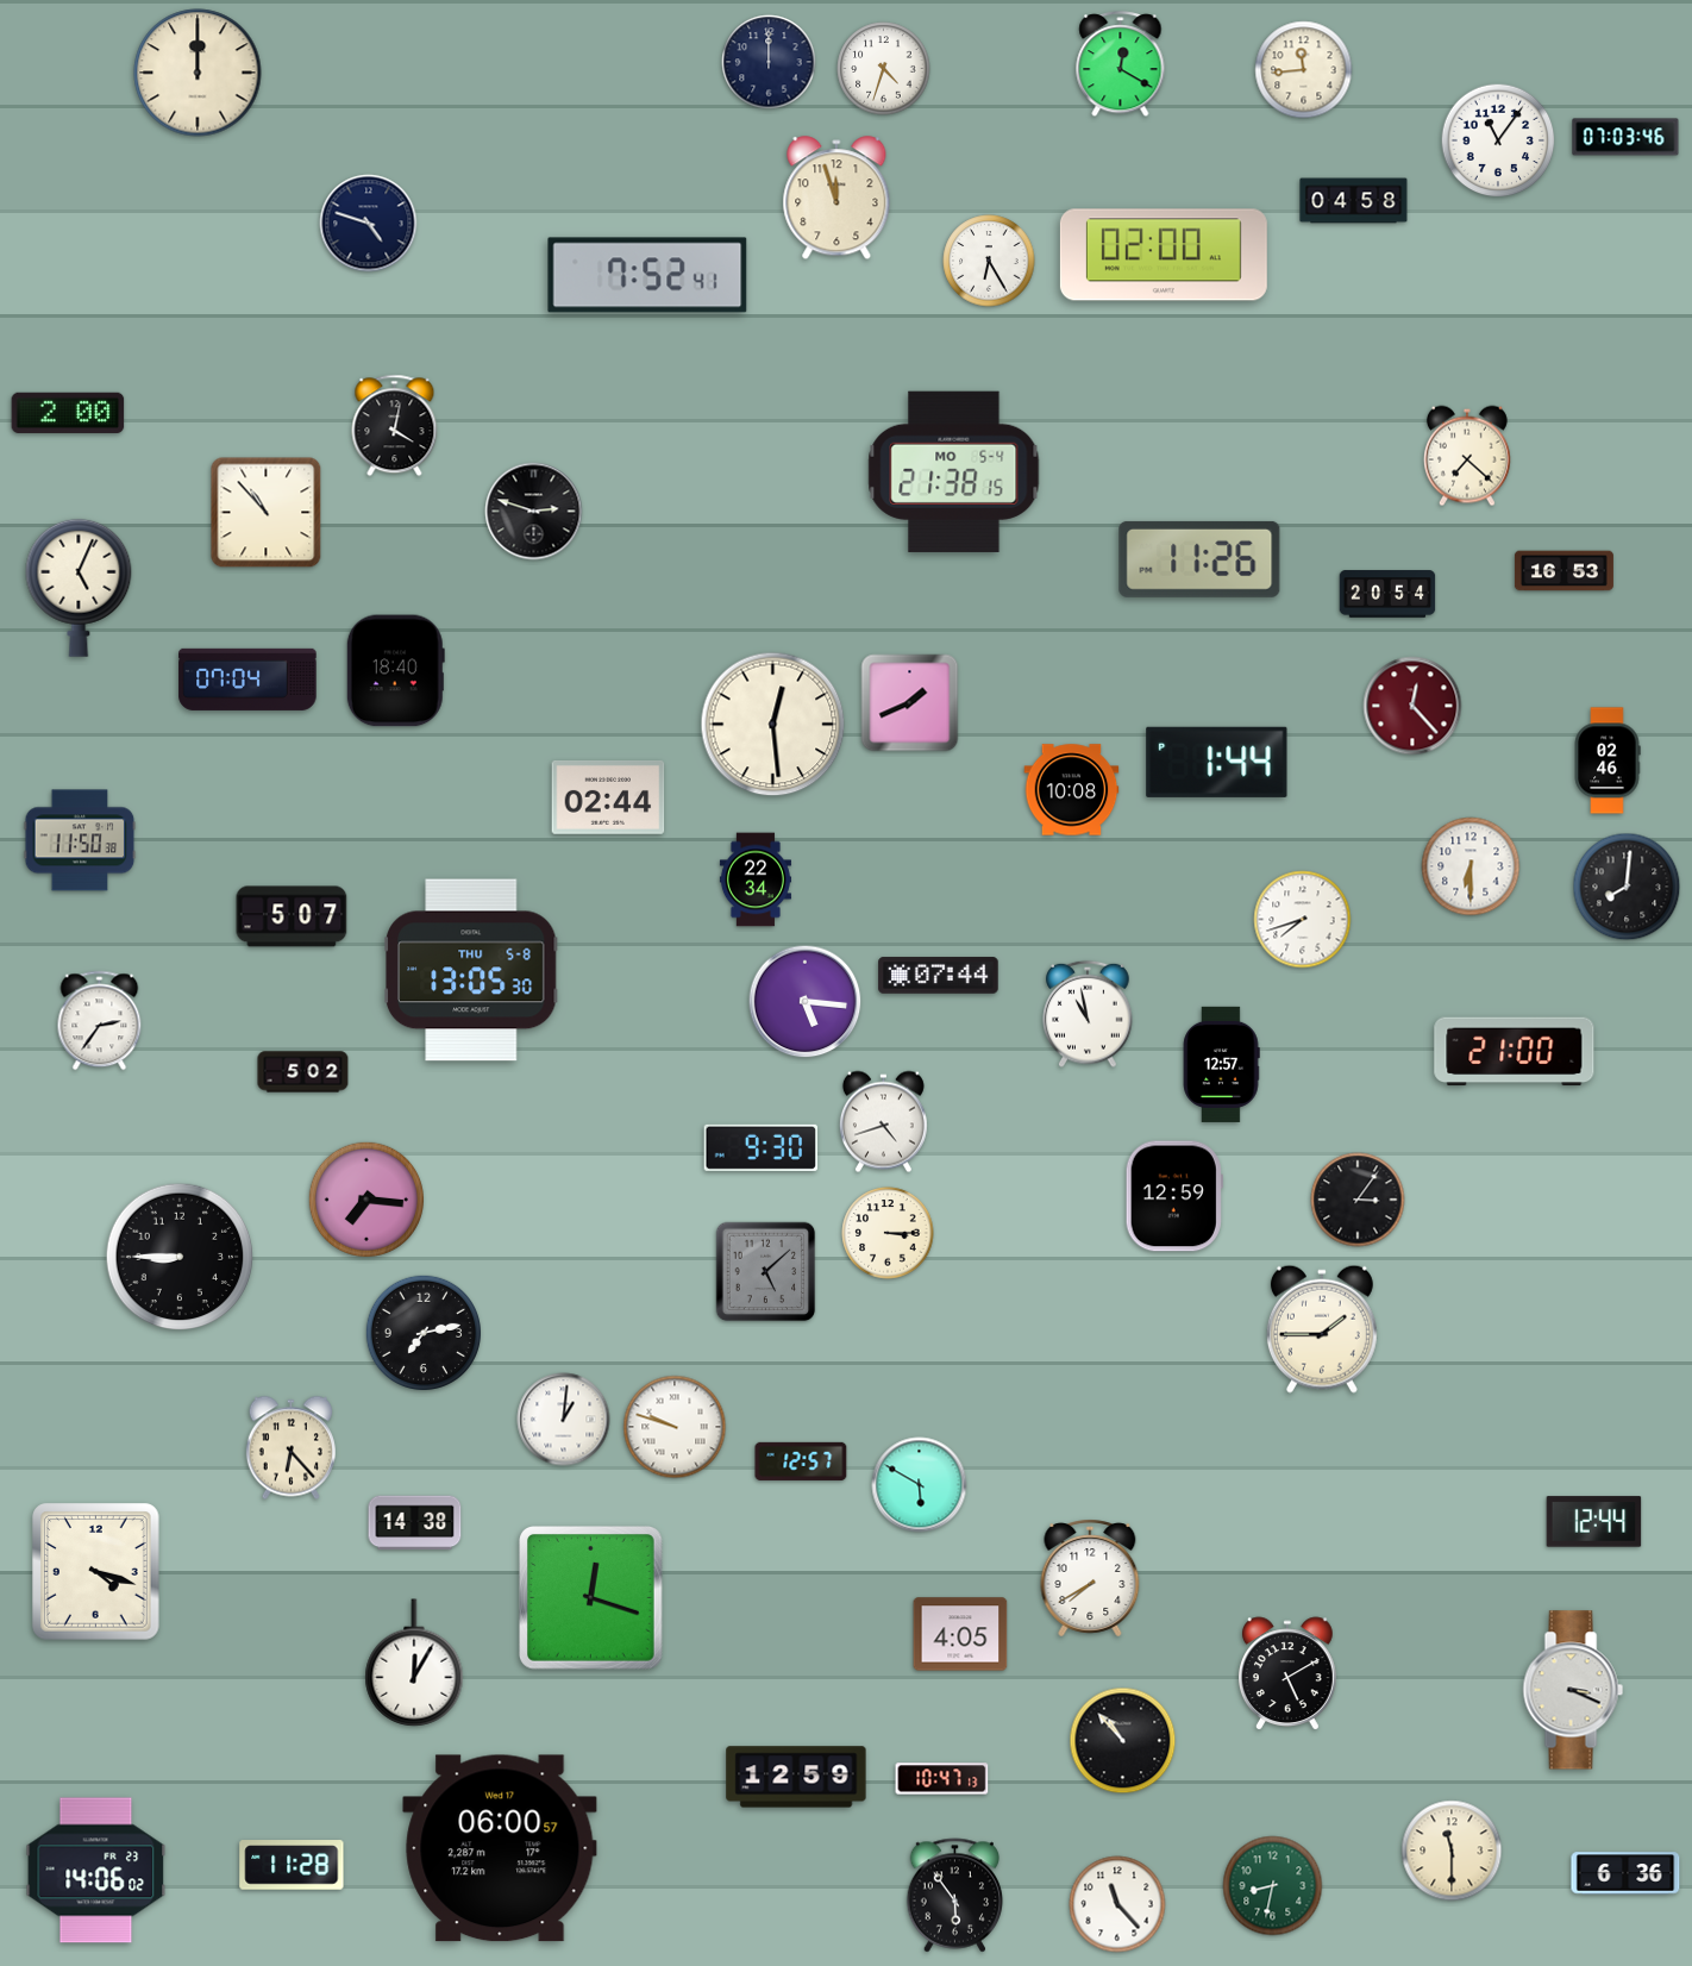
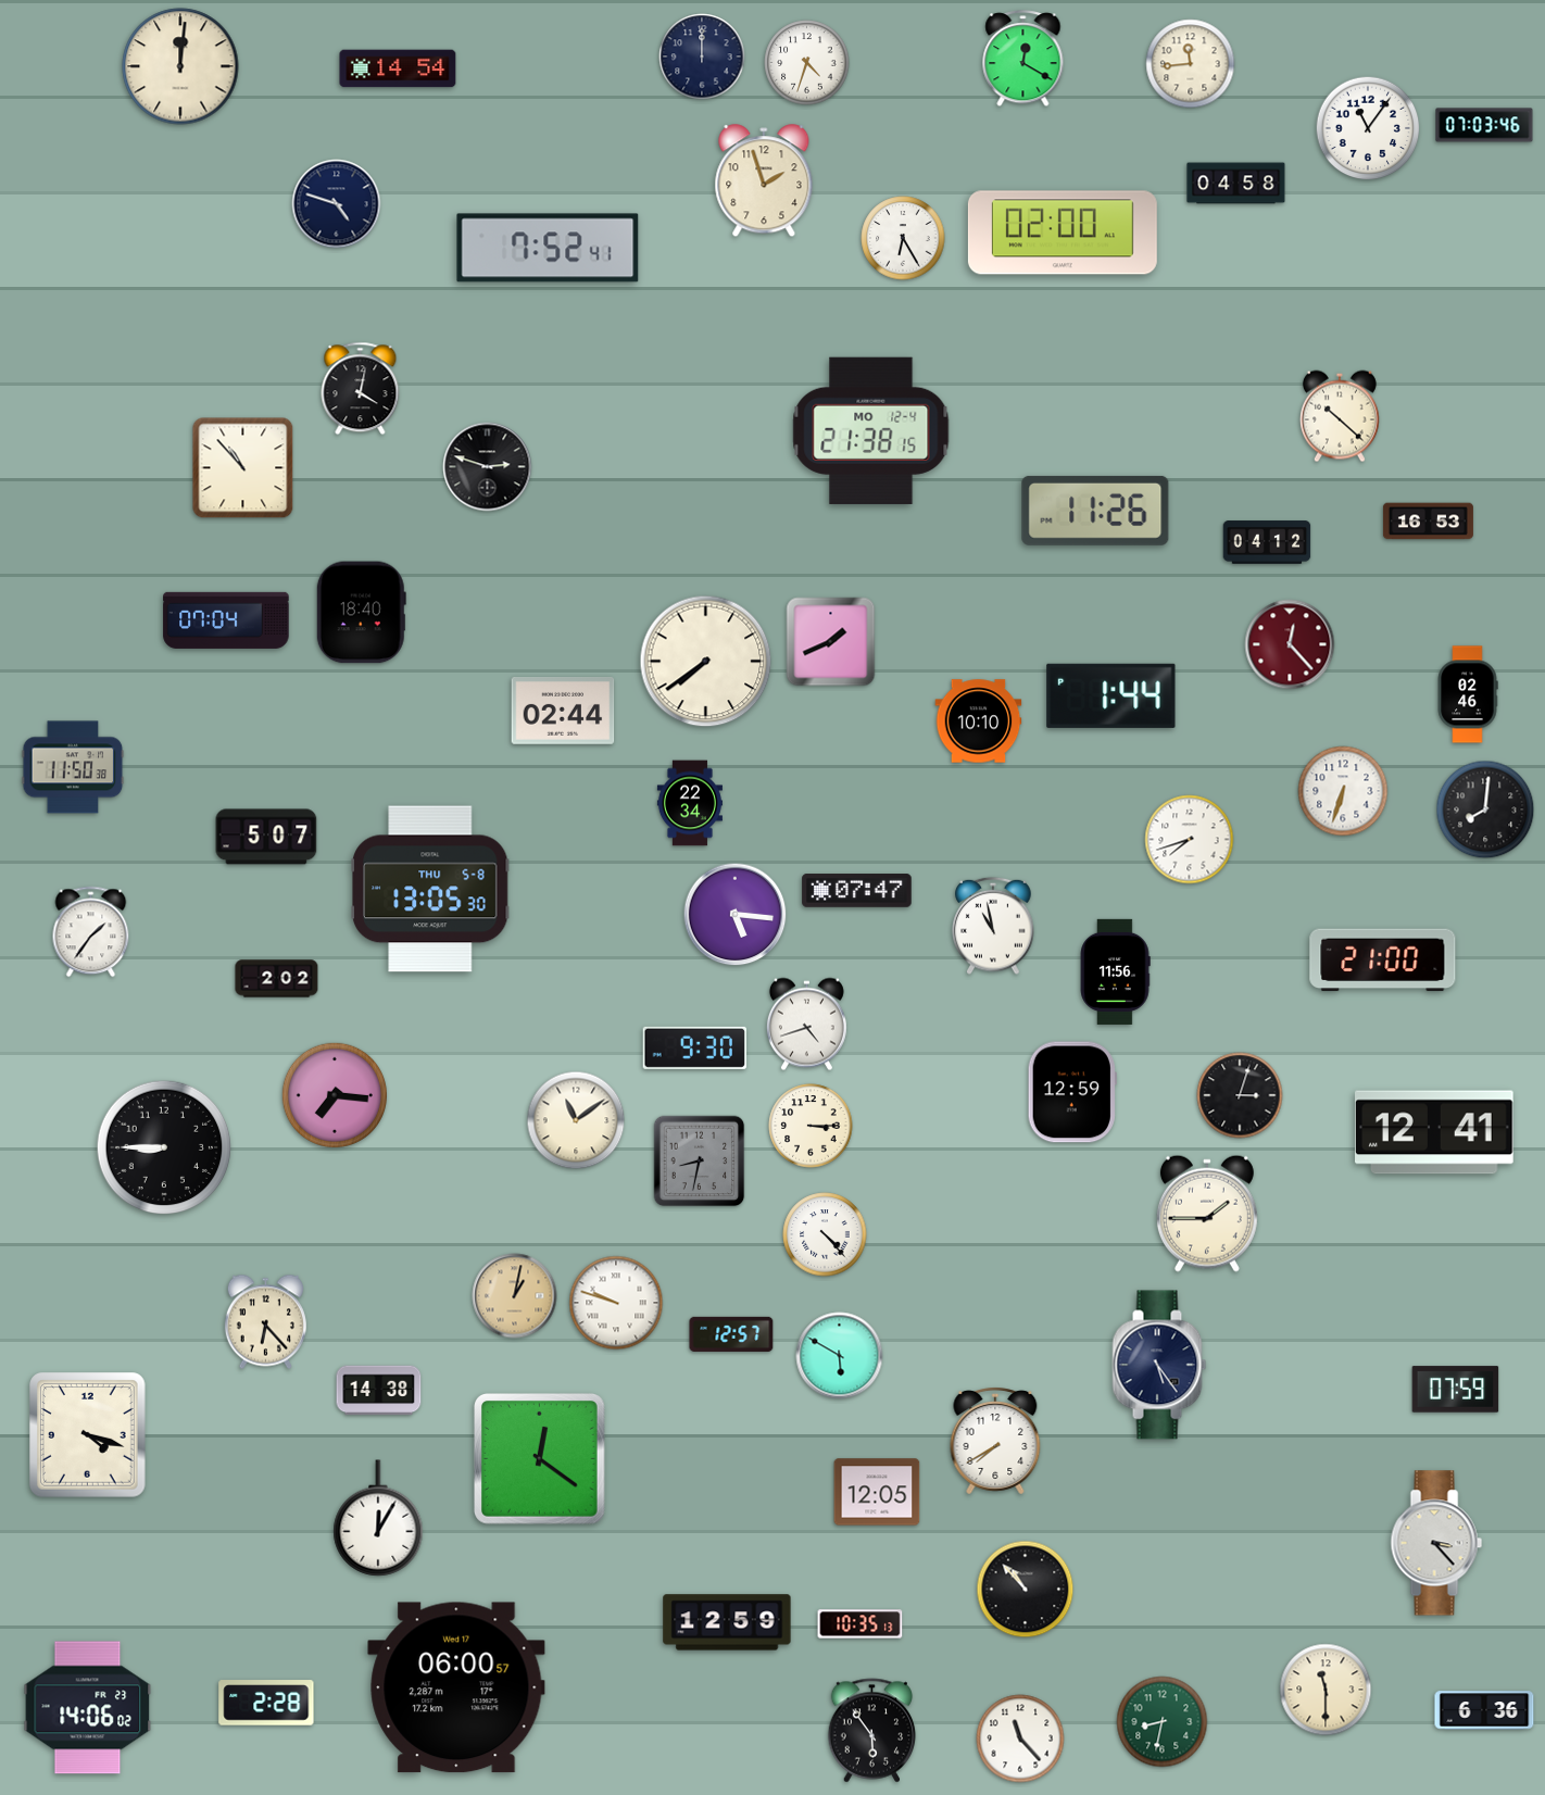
clock at (198, 73): 12:00 -> 12:01
clock at (398, 68): none -> 14:54
clock at (836, 199): 11:57 -> 1:57
clock at (647, 275) position: (647, 275) -> (548, 248)
clock at (68, 413): 2:00 -> none
clock at (1467, 456): 7:22 -> 10:22
clock at (954, 471) date: MO 5-4 -> MO 12-4
clock at (79, 588): 5:04 -> none
clock at (1387, 594): 20:54 -> 04:12
clock at (773, 725): 12:29 -> 7:39
clock at (1072, 790): 10:08 -> 10:10
clock at (608, 797) position: (608, 797) -> (563, 711)
clock at (1471, 866): 6:30 -> 6:33
clock at (471, 970) position: (471, 970) -> (430, 889)
clock at (939, 976): 07:44 -> 07:47
clock at (100, 1021): 2:36 -> 1:36
clock at (1221, 1064): 12:57 -> 11:56
clock at (303, 1072): 5:02 -> 2:02
clock at (1358, 1200): 3:06 -> 3:03
clock at (576, 1120): none -> 11:09
clock at (1434, 1132): none -> 12:41
clock at (766, 1272): 5:08 -> 8:32
clock at (422, 1332): 7:13 -> none
clock at (825, 1234): none -> 4:23
clock at (564, 1420): 1:01 -> 1:02
clock at (564, 1420) dial: white -> champagne
clock at (1159, 1365): none -> 5:24
clock at (1594, 1522): 12:44 -> 07:59
clock at (591, 1598): 12:18 -> 12:21
clock at (960, 1634): 4:05 -> 12:05
clock at (1289, 1673): 5:10 -> none
clock at (1573, 1690): 3:19 -> 3:23
clock at (942, 1779): 10:47 -> 10:35
clock at (292, 1865): 11:28 -> 2:28
